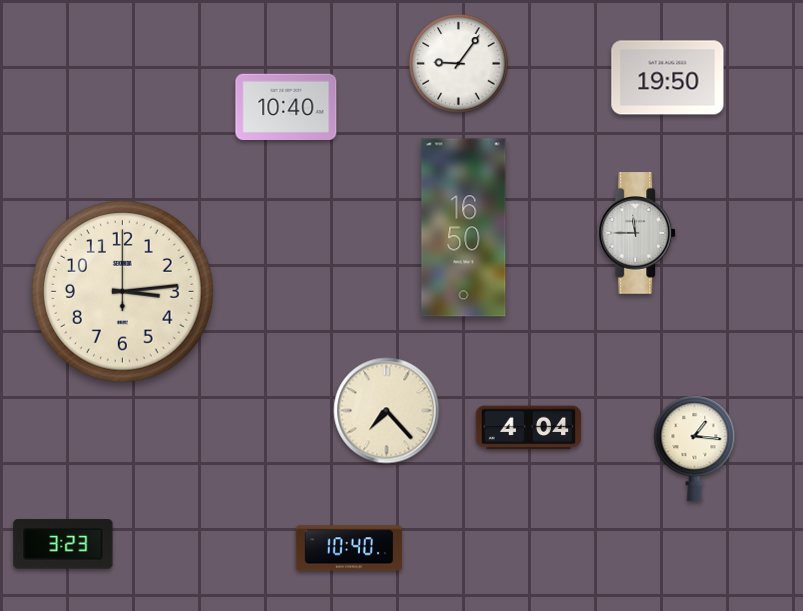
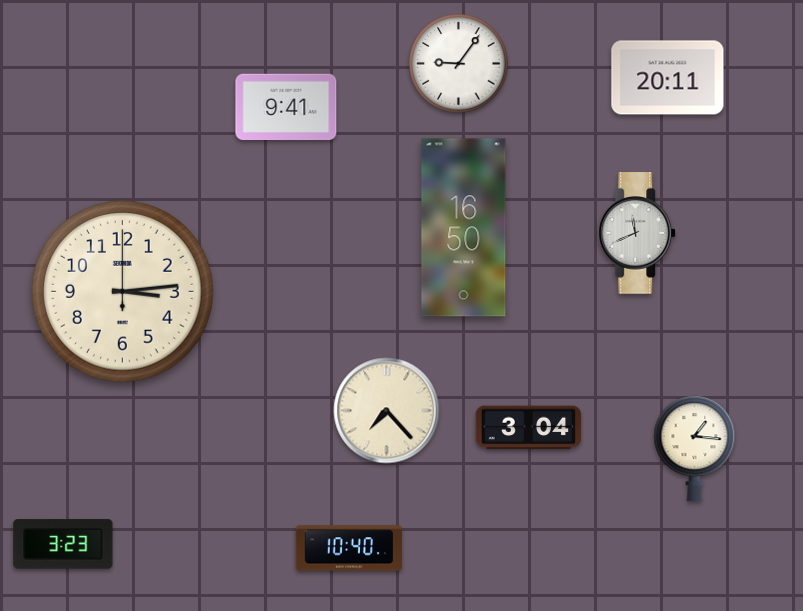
clock at (668, 78): 19:50 -> 20:11
clock at (286, 106): 10:40 -> 9:41
clock at (638, 233): 11:45 -> 11:41
clock at (529, 428): 4:04 -> 3:04
